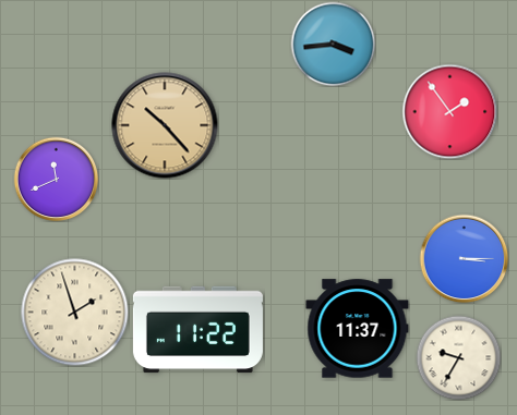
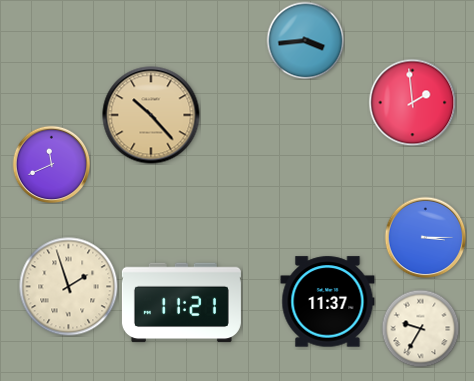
clock at (449, 111): 1:54 -> 1:59
clock at (197, 330): 11:22 -> 11:21
